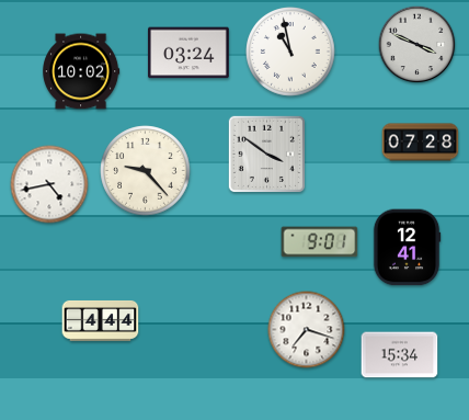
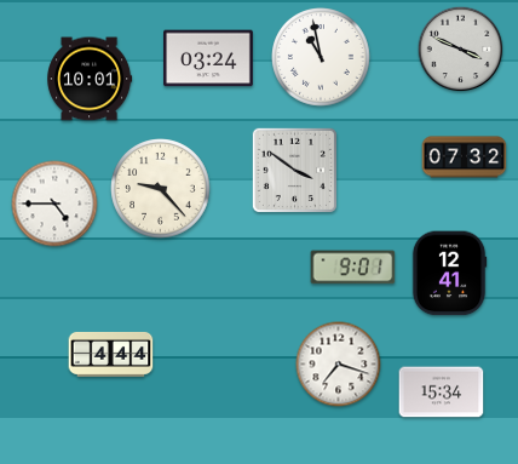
clock at (82, 71): 10:02 -> 10:01
clock at (421, 143): 07:28 -> 07:32
clock at (49, 184): 4:43 -> 4:45
